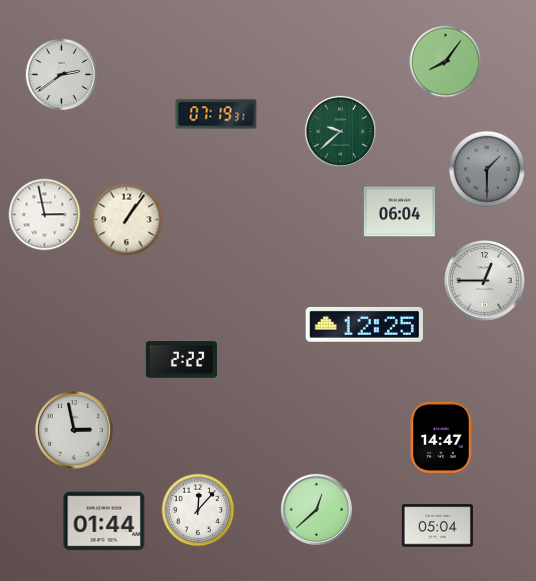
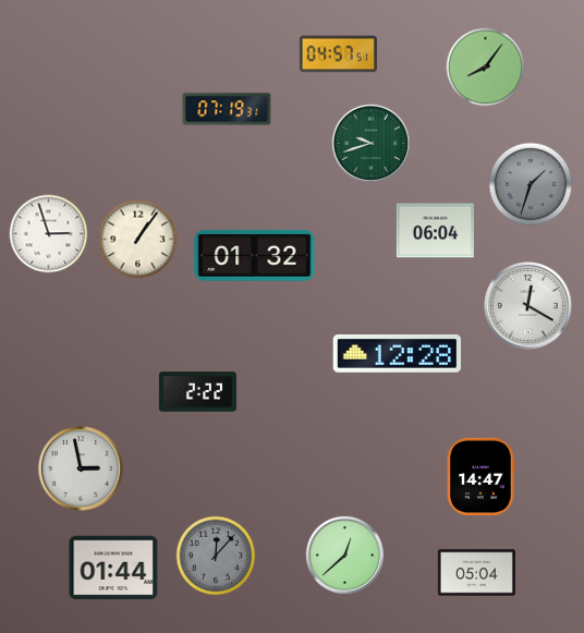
clock at (338, 54): none -> 04:57
clock at (61, 74): 2:39 -> none
clock at (216, 114) position: (216, 114) -> (227, 109)
clock at (340, 131): 9:38 -> 9:42
clock at (487, 169): 1:30 -> 1:33
clock at (45, 215): 2:58 -> 2:57
clock at (255, 255): none -> 01:32
clock at (485, 281): 12:45 -> 12:20
clock at (364, 324): 12:25 -> 12:28
clock at (198, 510) dial: white -> grey
